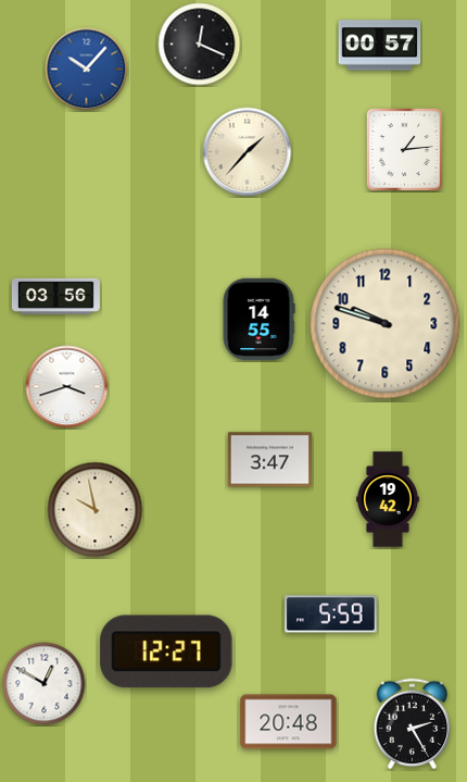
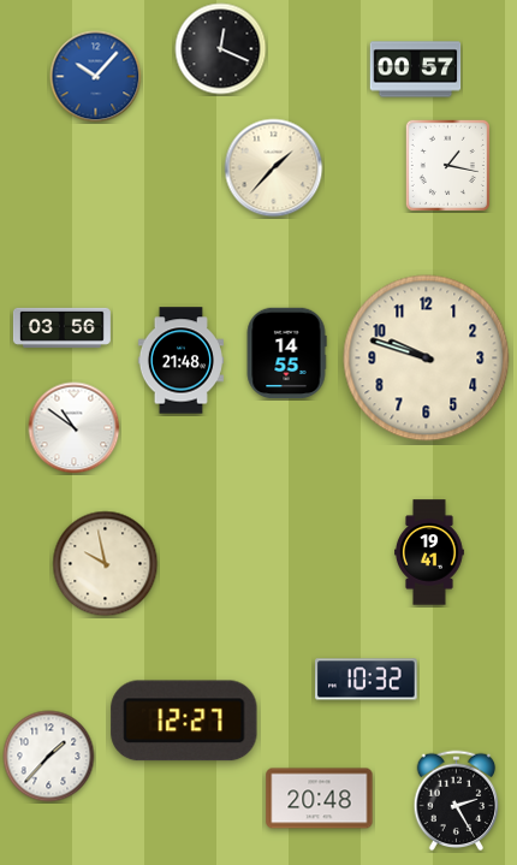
clock at (380, 46) position: (380, 46) -> (416, 70)
clock at (404, 149): 1:14 -> 1:17
clock at (180, 361): none -> 21:48
clock at (67, 387): 3:42 -> 10:51
clock at (269, 460): 3:47 -> none
clock at (389, 499): 19:42 -> 19:41
clock at (331, 615): 5:59 -> 10:32
clock at (45, 684): 12:50 -> 1:37
